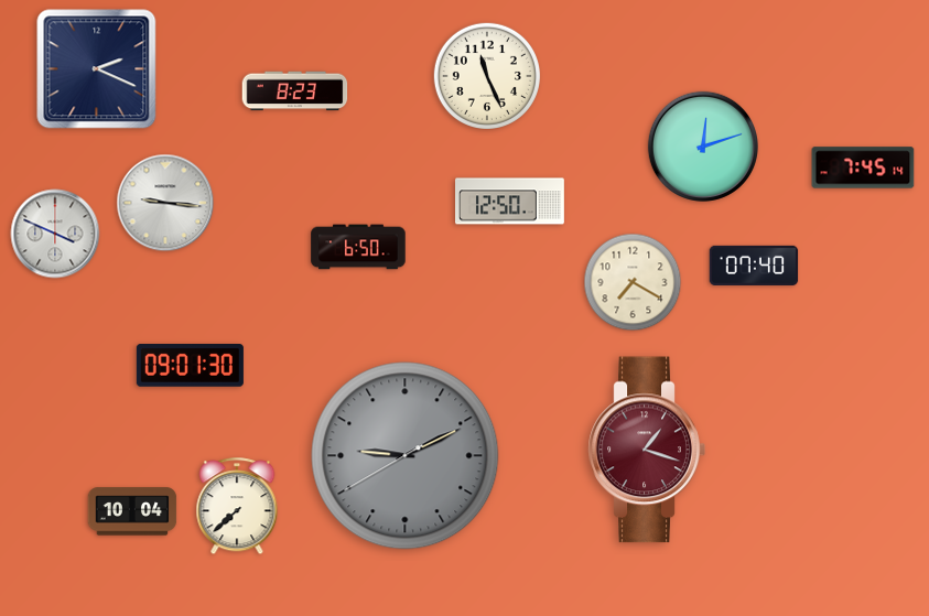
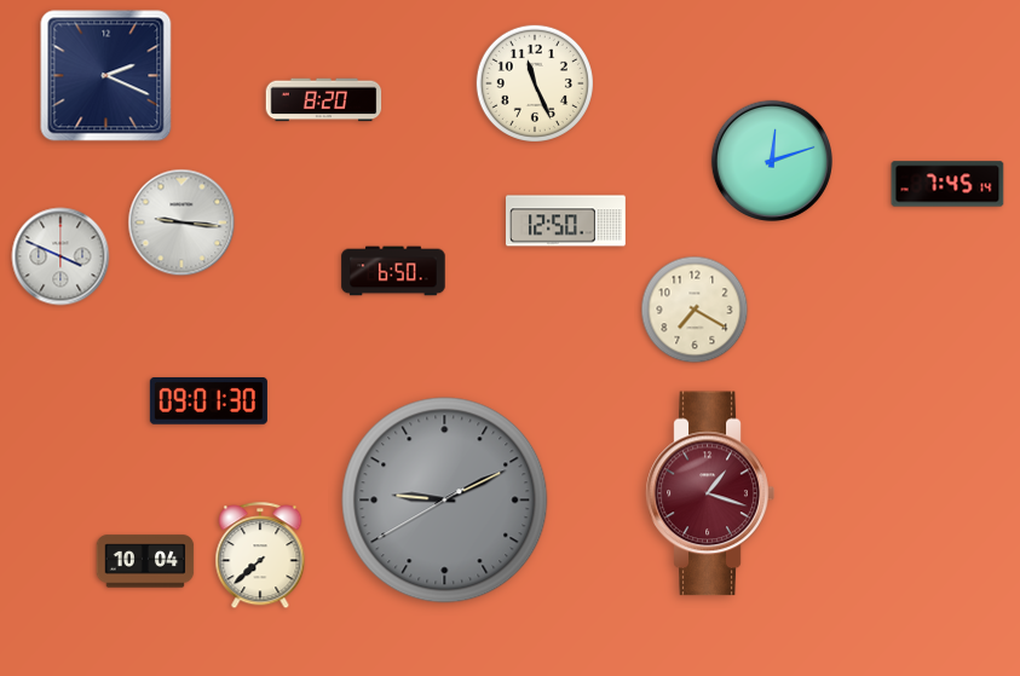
clock at (295, 91): 8:23 -> 8:20
clock at (510, 202) position: (510, 202) -> (566, 221)
clock at (754, 266): 07:40 -> none
